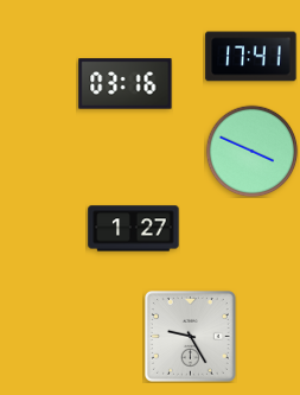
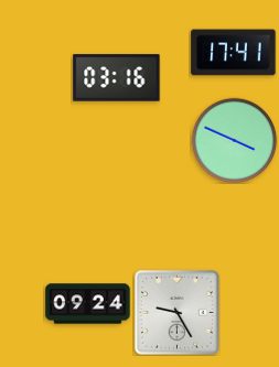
clock at (134, 229): 1:27 -> none
clock at (88, 304): none -> 09:24
